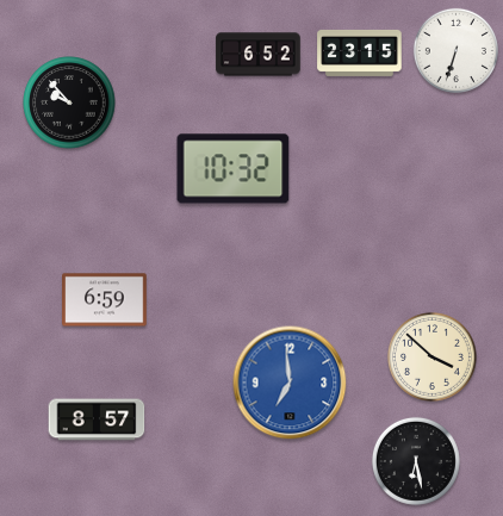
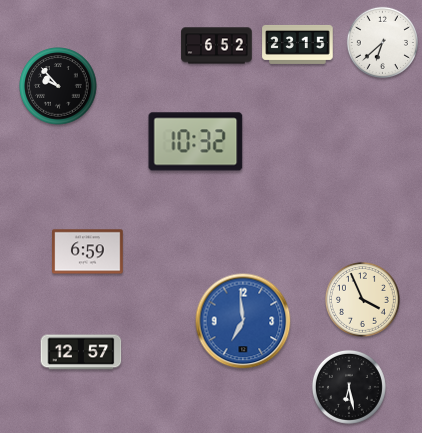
clock at (455, 50): 6:33 -> 6:38
clock at (360, 52) position: (360, 52) -> (298, 44)
clock at (431, 356): 3:52 -> 3:56
clock at (97, 419): 8:57 -> 12:57
